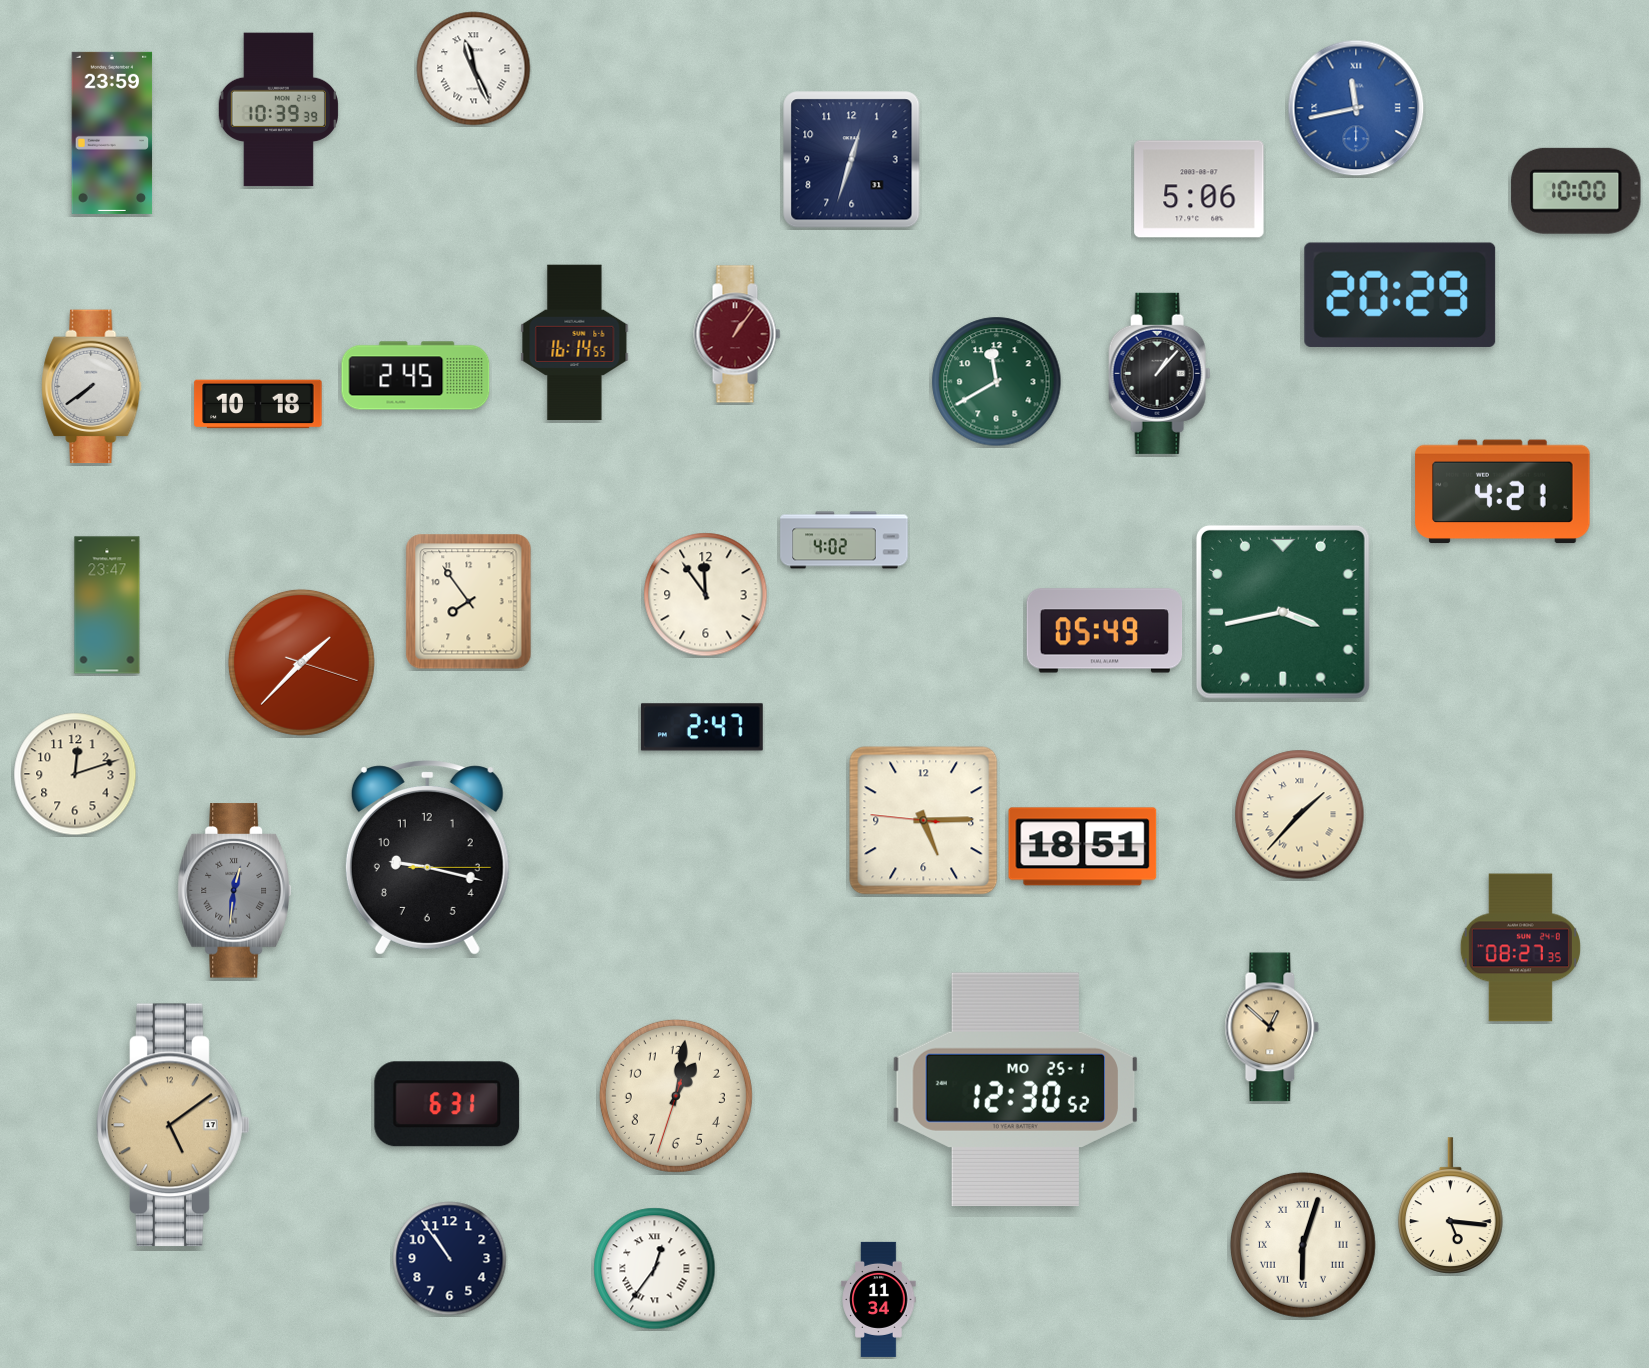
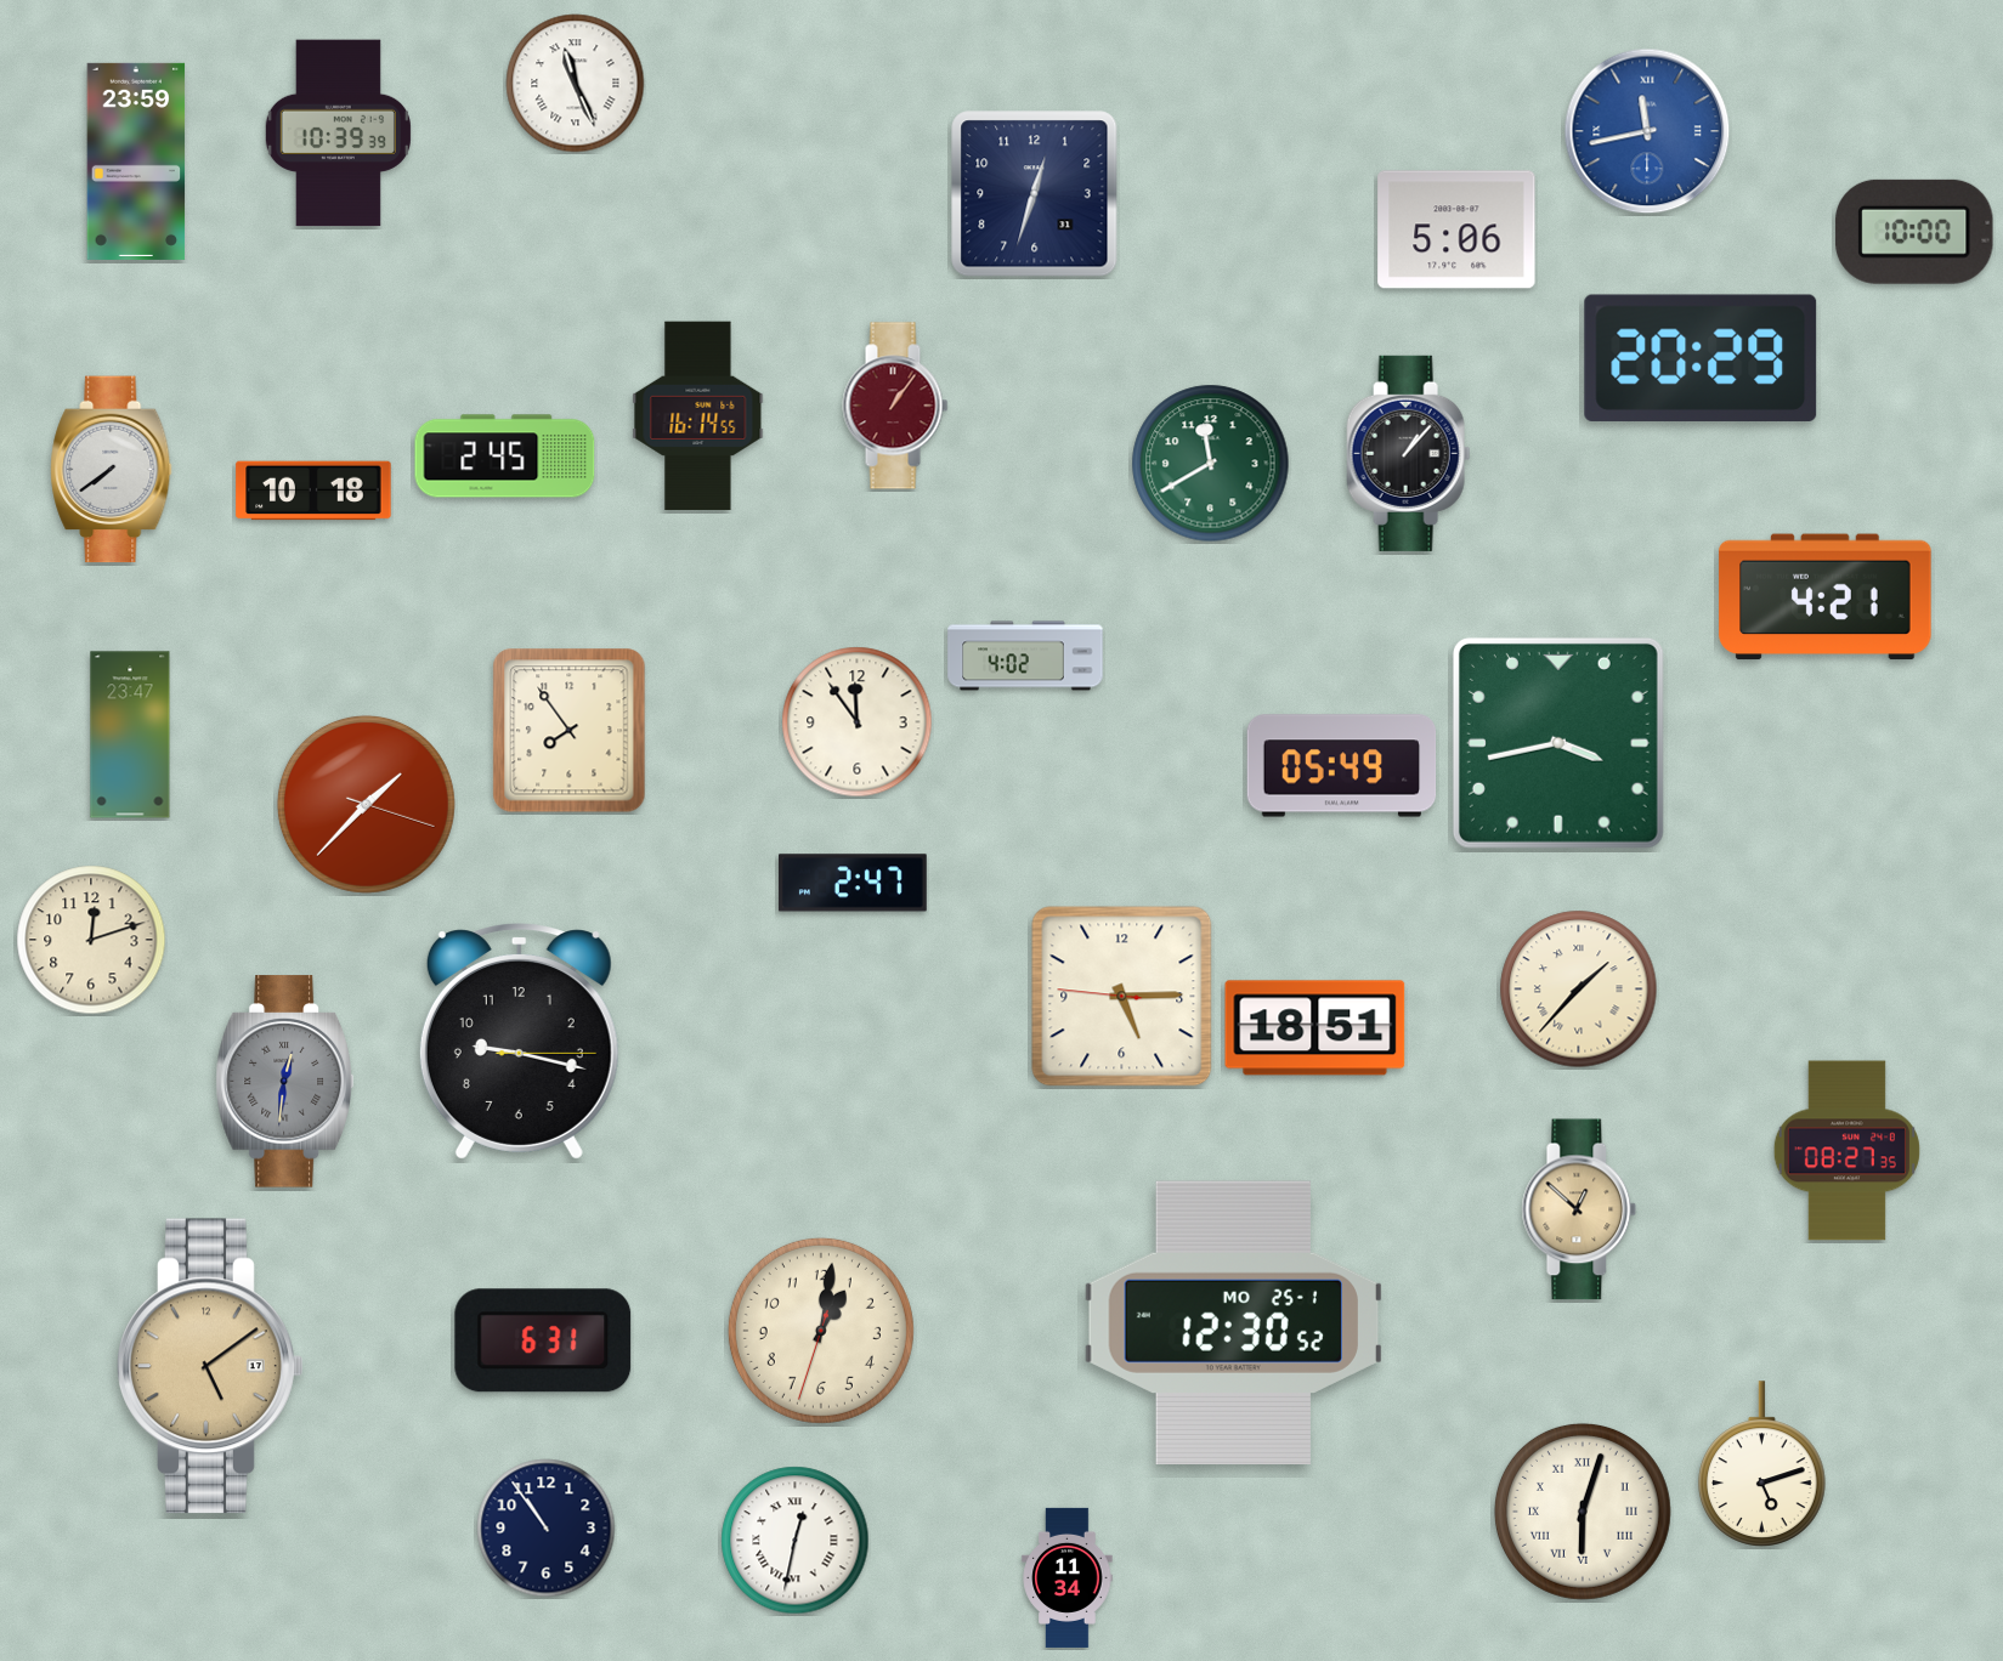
clock at (1272, 1027) position: (1272, 1027) -> (1579, 1209)
clock at (1451, 1206): 5:16 -> 5:12
clock at (655, 1269): 12:36 -> 12:32
